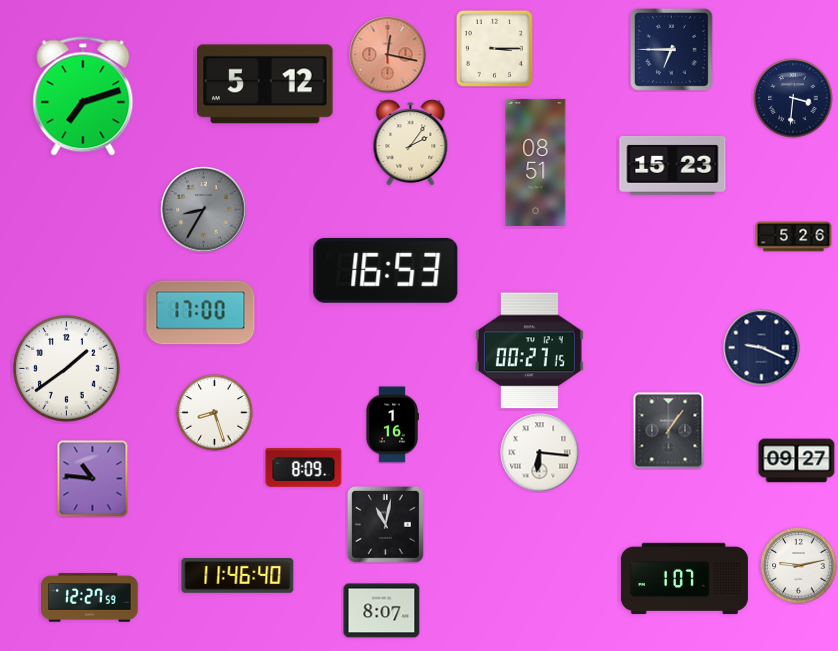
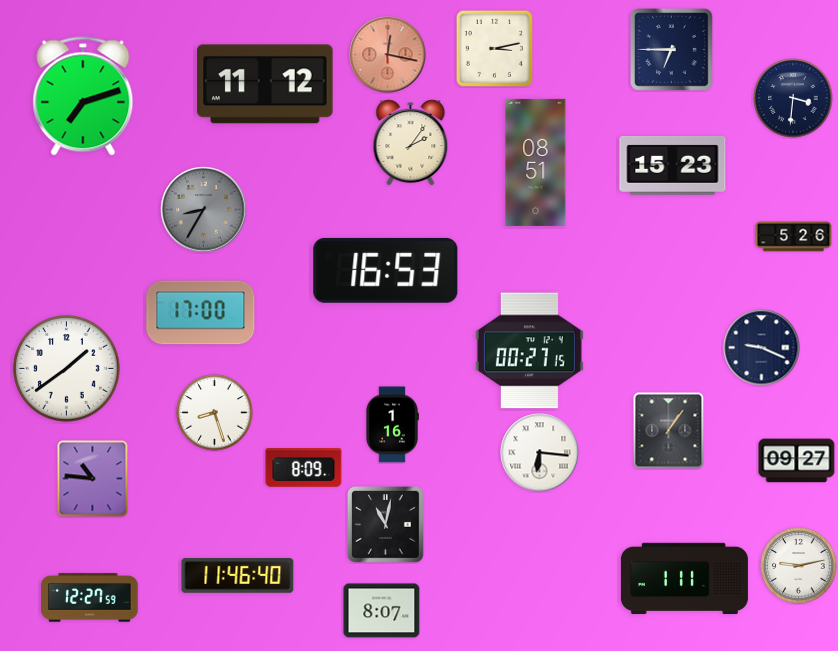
clock at (494, 48): 3:15 -> 3:13
clock at (265, 84): 5:12 -> 11:12
clock at (684, 579): 1:07 -> 1:11
